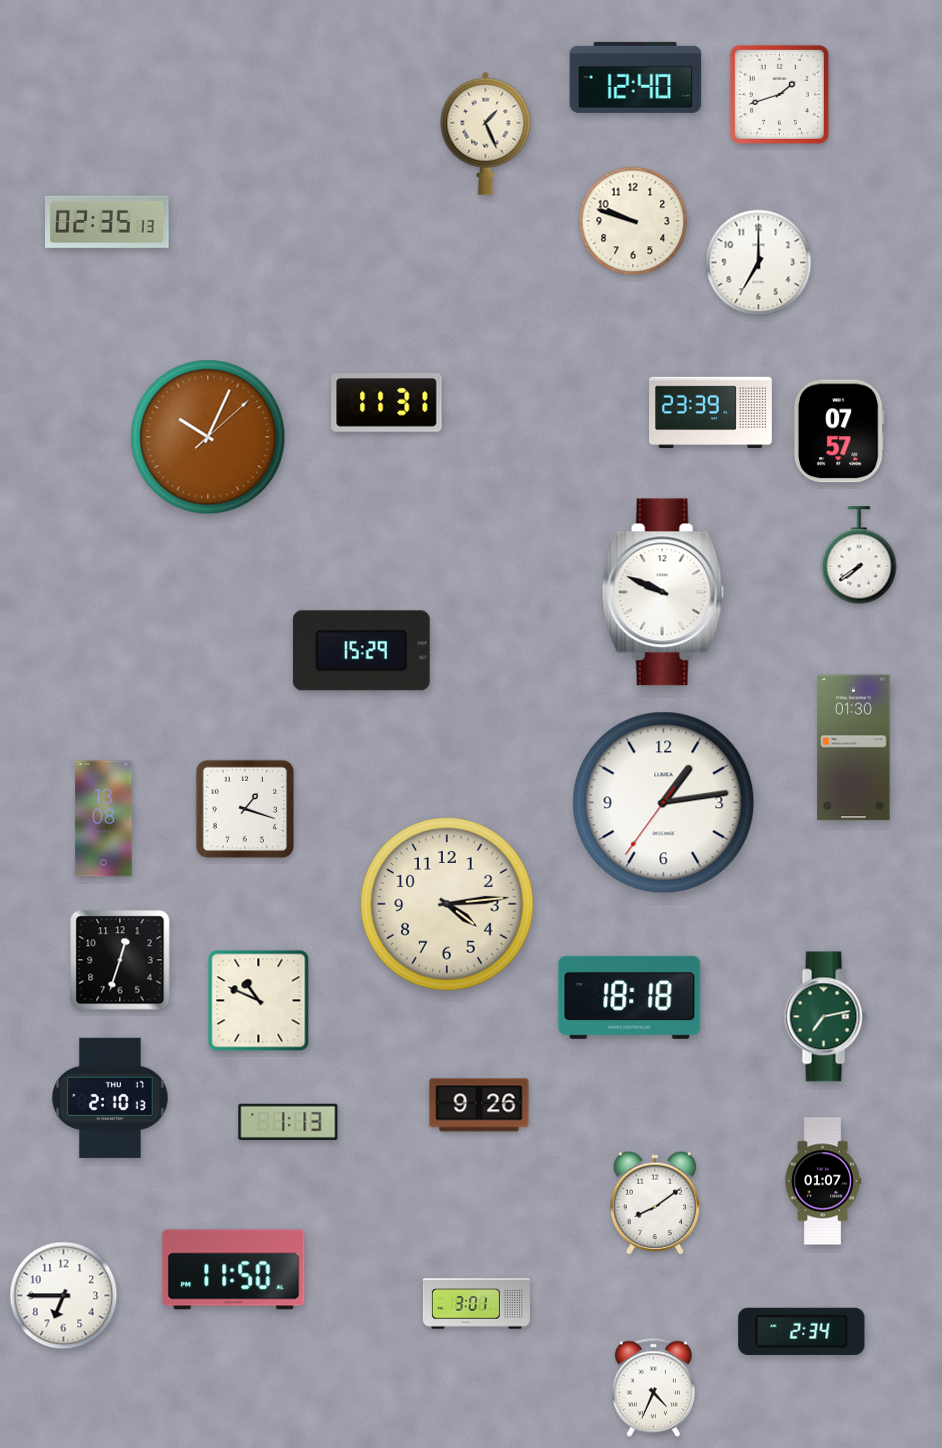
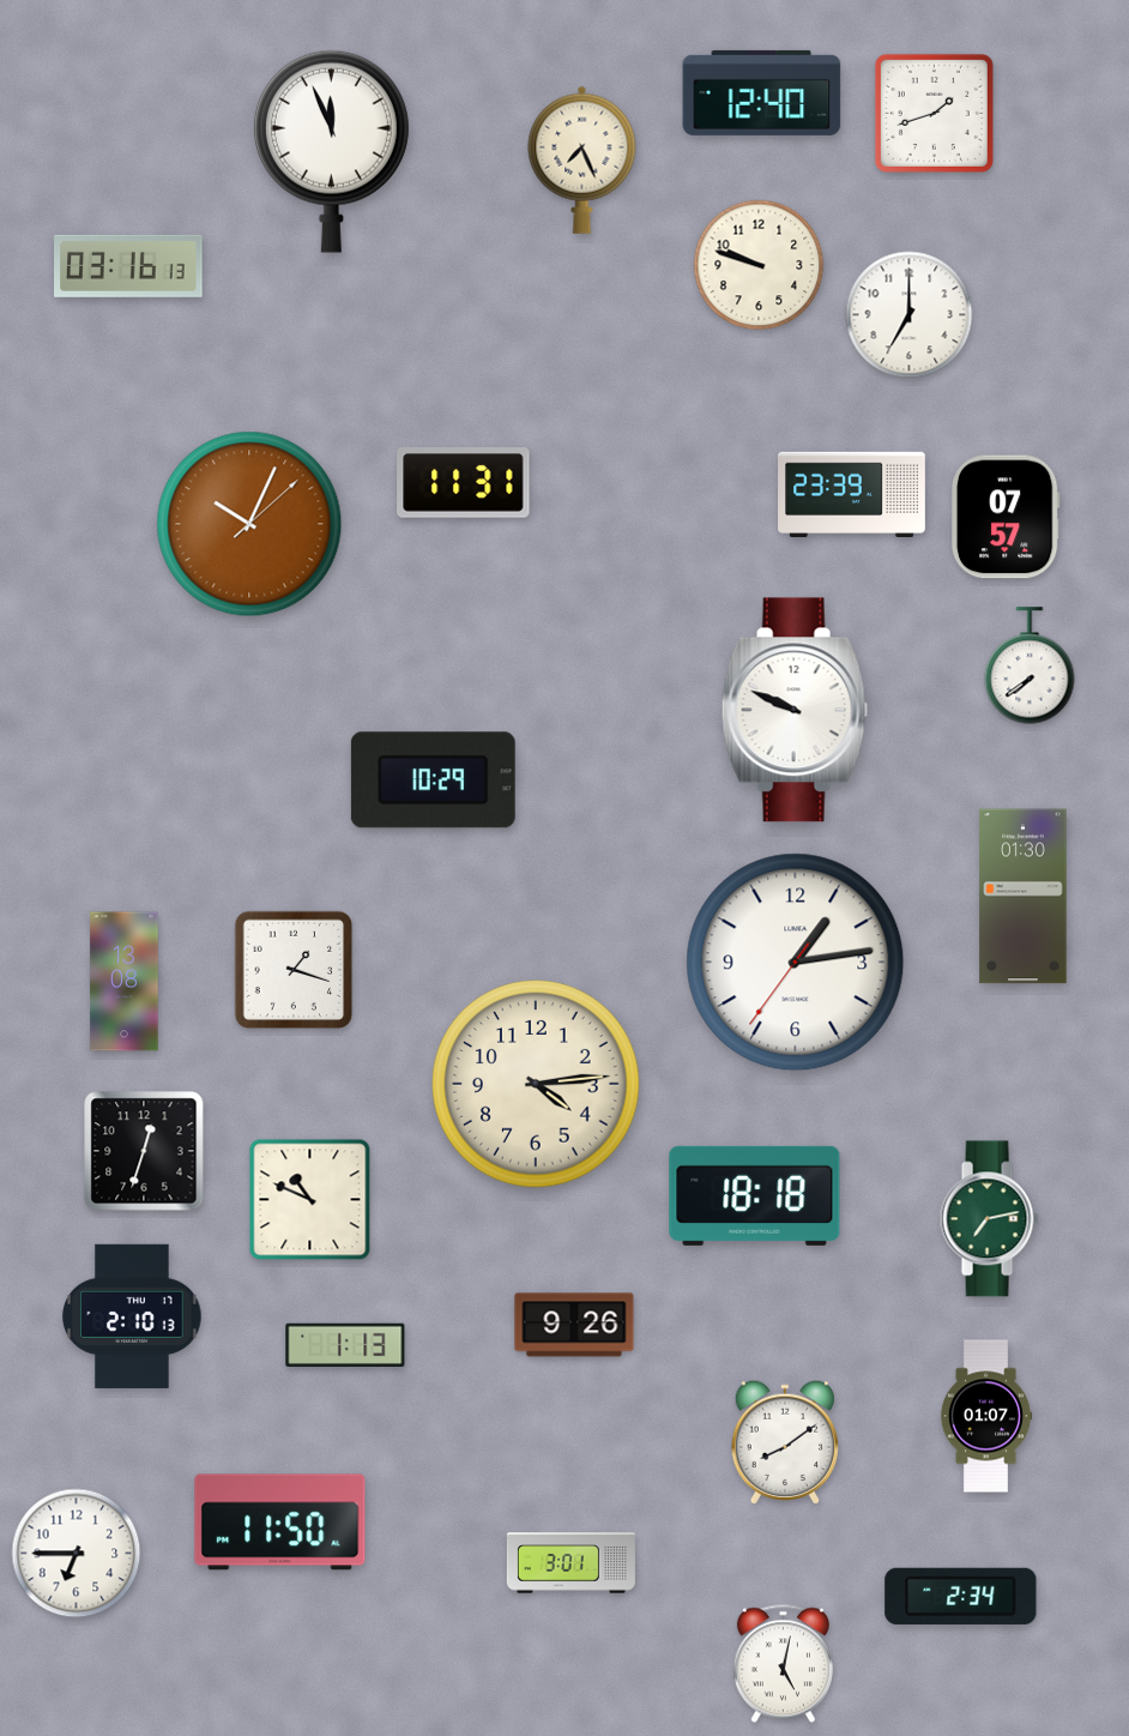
clock at (331, 151): none -> 11:56
clock at (486, 133): 1:26 -> 7:26
clock at (107, 222): 02:35 -> 03:16
clock at (361, 651): 15:29 -> 10:29
clock at (653, 1388): 4:34 -> 5:02
